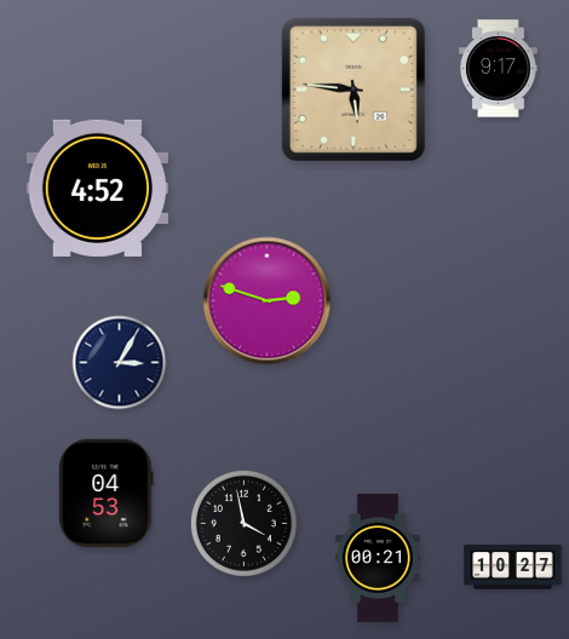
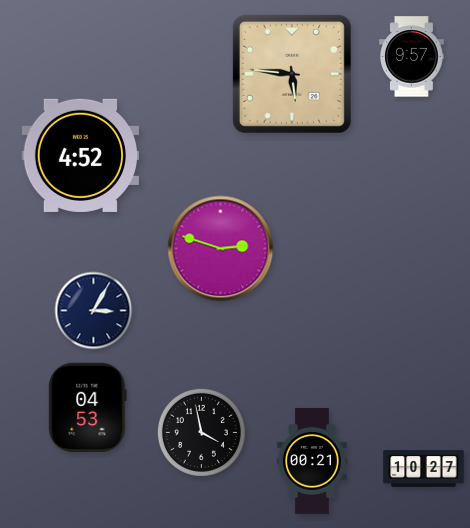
clock at (499, 69): 9:17 -> 9:57
clock at (120, 363) position: (120, 363) -> (94, 311)
